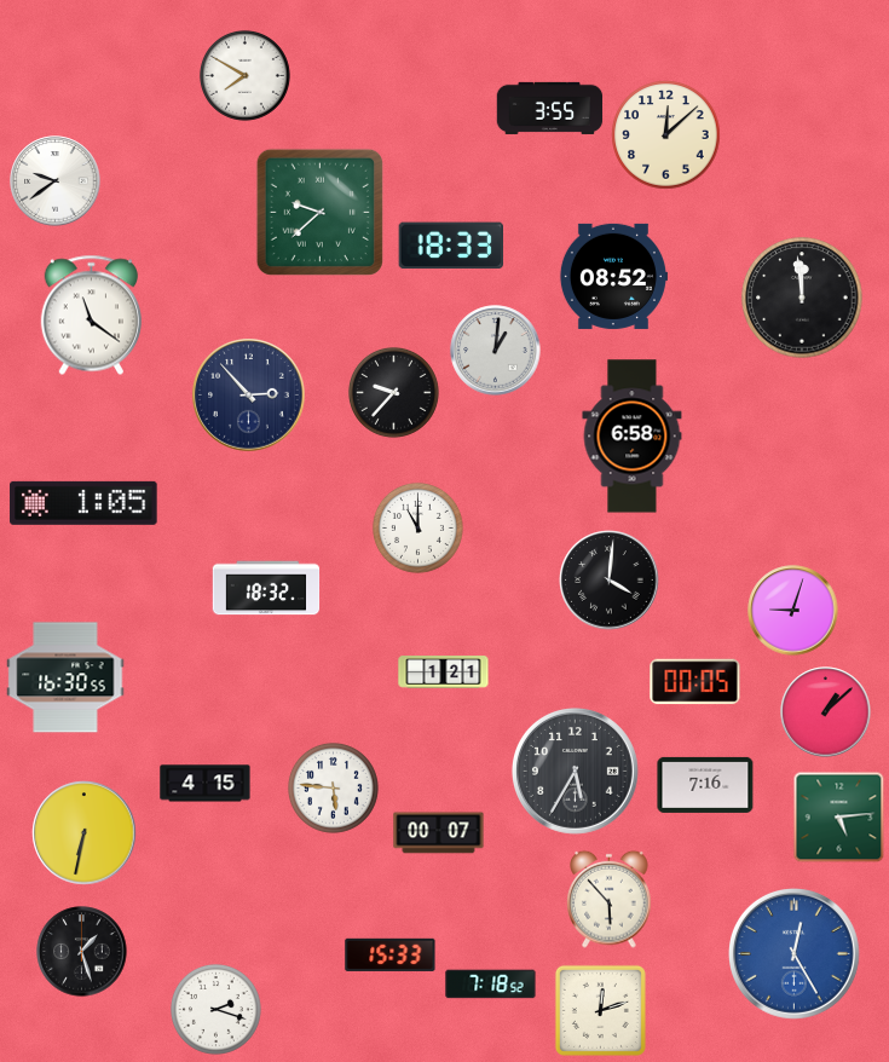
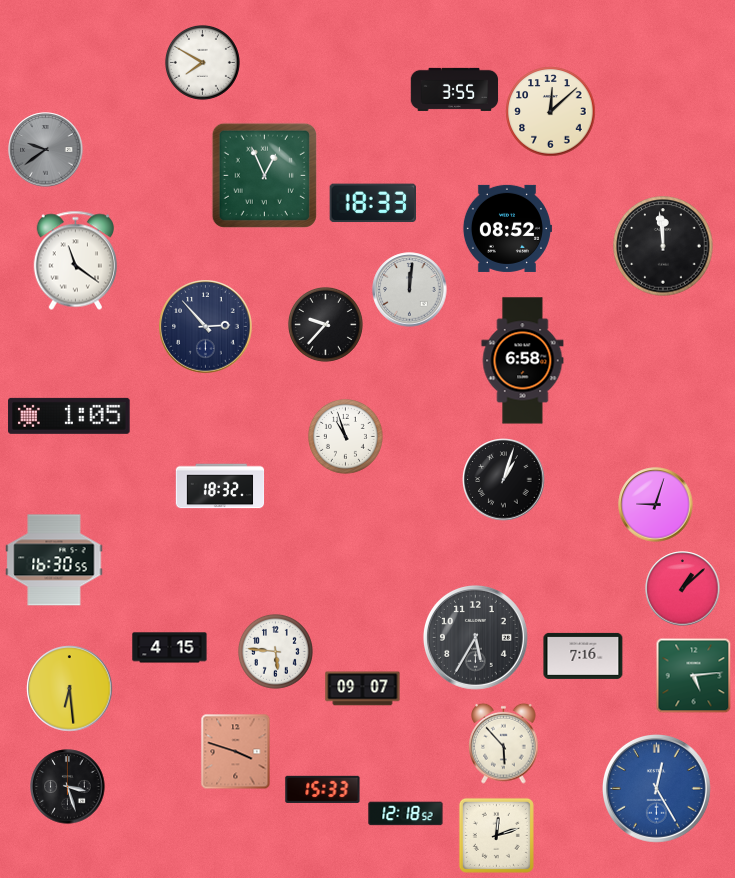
clock at (56, 181) dial: white -> grey
clock at (319, 212): 9:38 -> 12:56
clock at (496, 351): 1:01 -> 12:01
clock at (417, 527): 11:00 -> 10:57
clock at (610, 581): 4:01 -> 1:03
clock at (444, 673): 1:21 -> none
clock at (695, 682): 00:05 -> none
clock at (705, 785) position: (705, 785) -> (583, 656)
clock at (85, 833): 6:32 -> 6:29
clock at (439, 833): 00:07 -> 09:07
clock at (236, 752): none -> 3:48
clock at (82, 952): 1:27 -> 3:27
clock at (491, 985): 7:18 -> 12:18
clock at (215, 1009): 2:18 -> none
